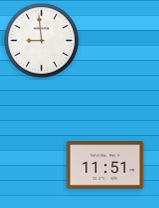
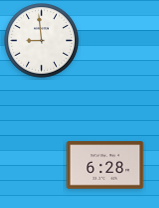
clock at (105, 165): 11:51 -> 6:28
